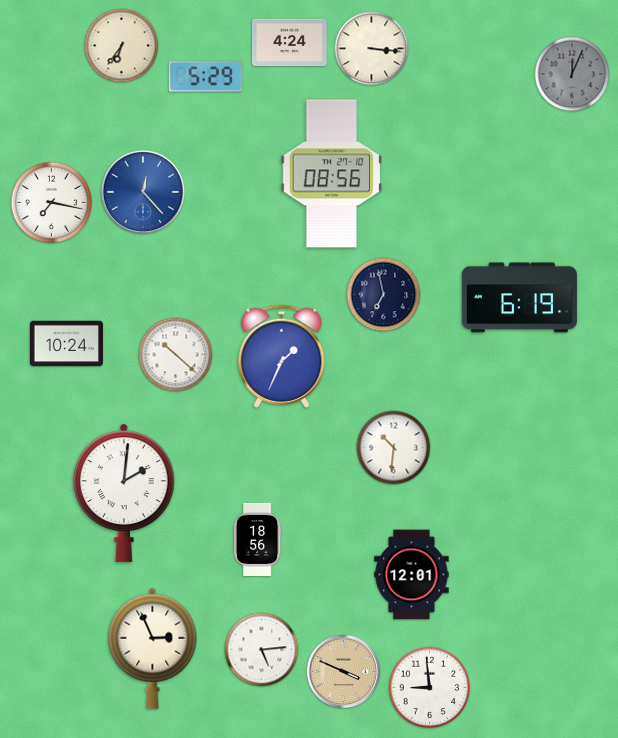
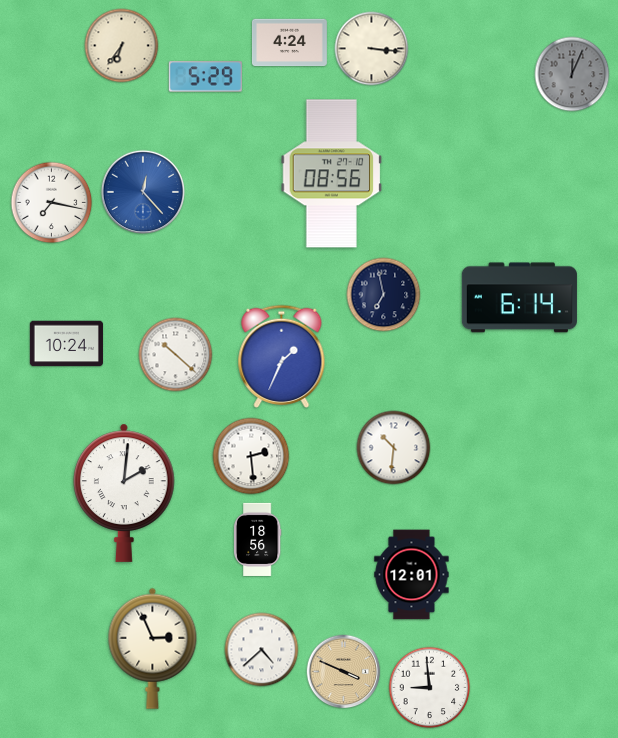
clock at (519, 298): 6:19 -> 6:14
clock at (251, 456): none -> 2:29
clock at (262, 650): 5:14 -> 4:38
